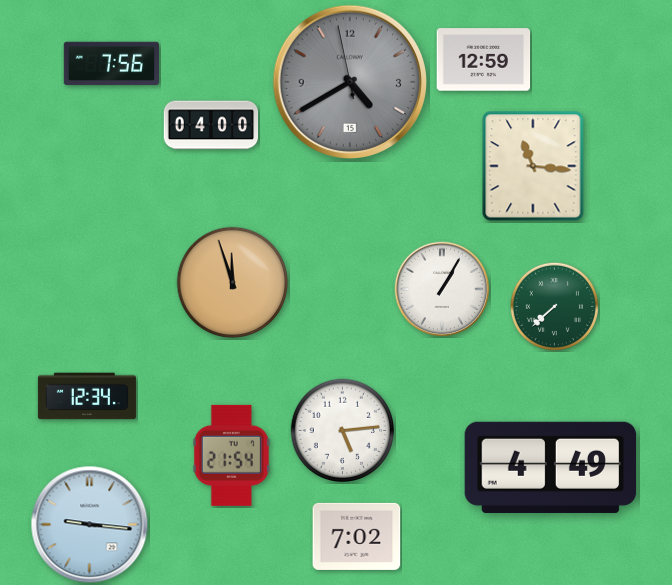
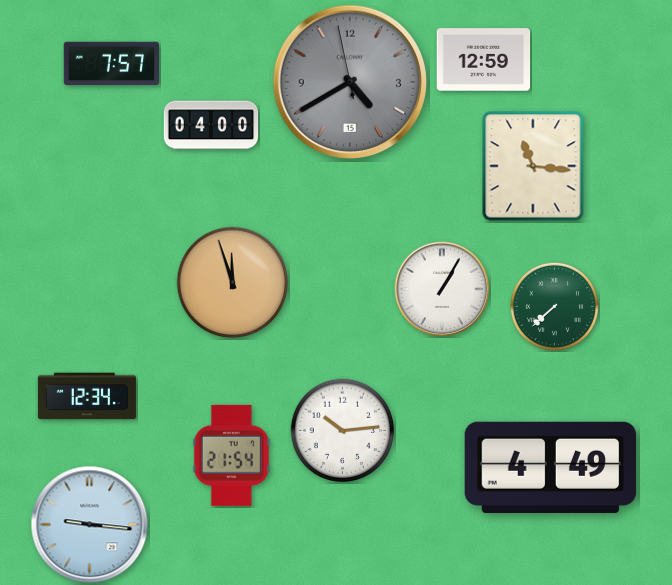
clock at (112, 64): 7:56 -> 7:57
clock at (342, 430): 5:14 -> 10:14
clock at (357, 536): 7:02 -> none
